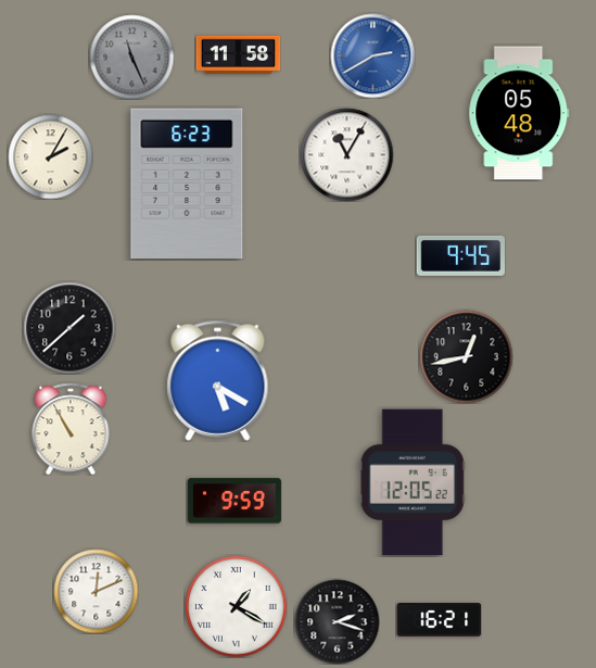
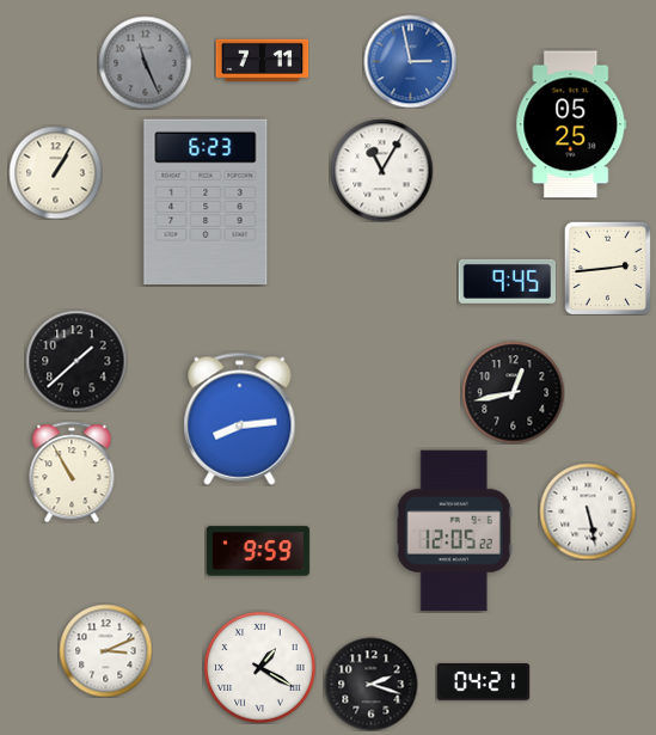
clock at (238, 54): 11:58 -> 7:11
clock at (372, 55): 2:40 -> 2:58
clock at (519, 113): 05:48 -> 05:25
clock at (50, 156): 2:05 -> 1:05
clock at (607, 268): none -> 2:44
clock at (218, 380): 5:20 -> 8:14
clock at (71, 429) position: (71, 429) -> (72, 472)
clock at (588, 512): none -> 5:28
clock at (96, 591): 12:11 -> 3:11
clock at (439, 620): 16:21 -> 04:21
